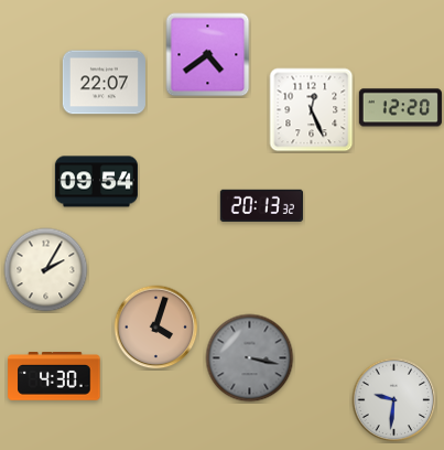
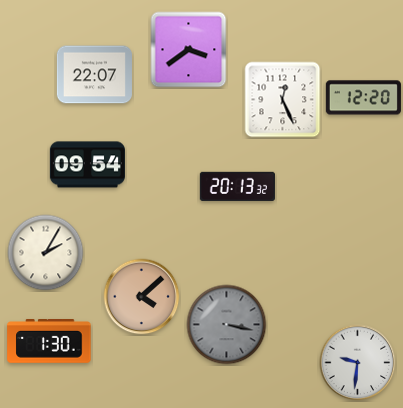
clock at (208, 55): 4:39 -> 3:39
clock at (46, 270) position: (46, 270) -> (46, 253)
clock at (156, 328): 4:03 -> 4:08
clock at (54, 377): 4:30 -> 1:30
